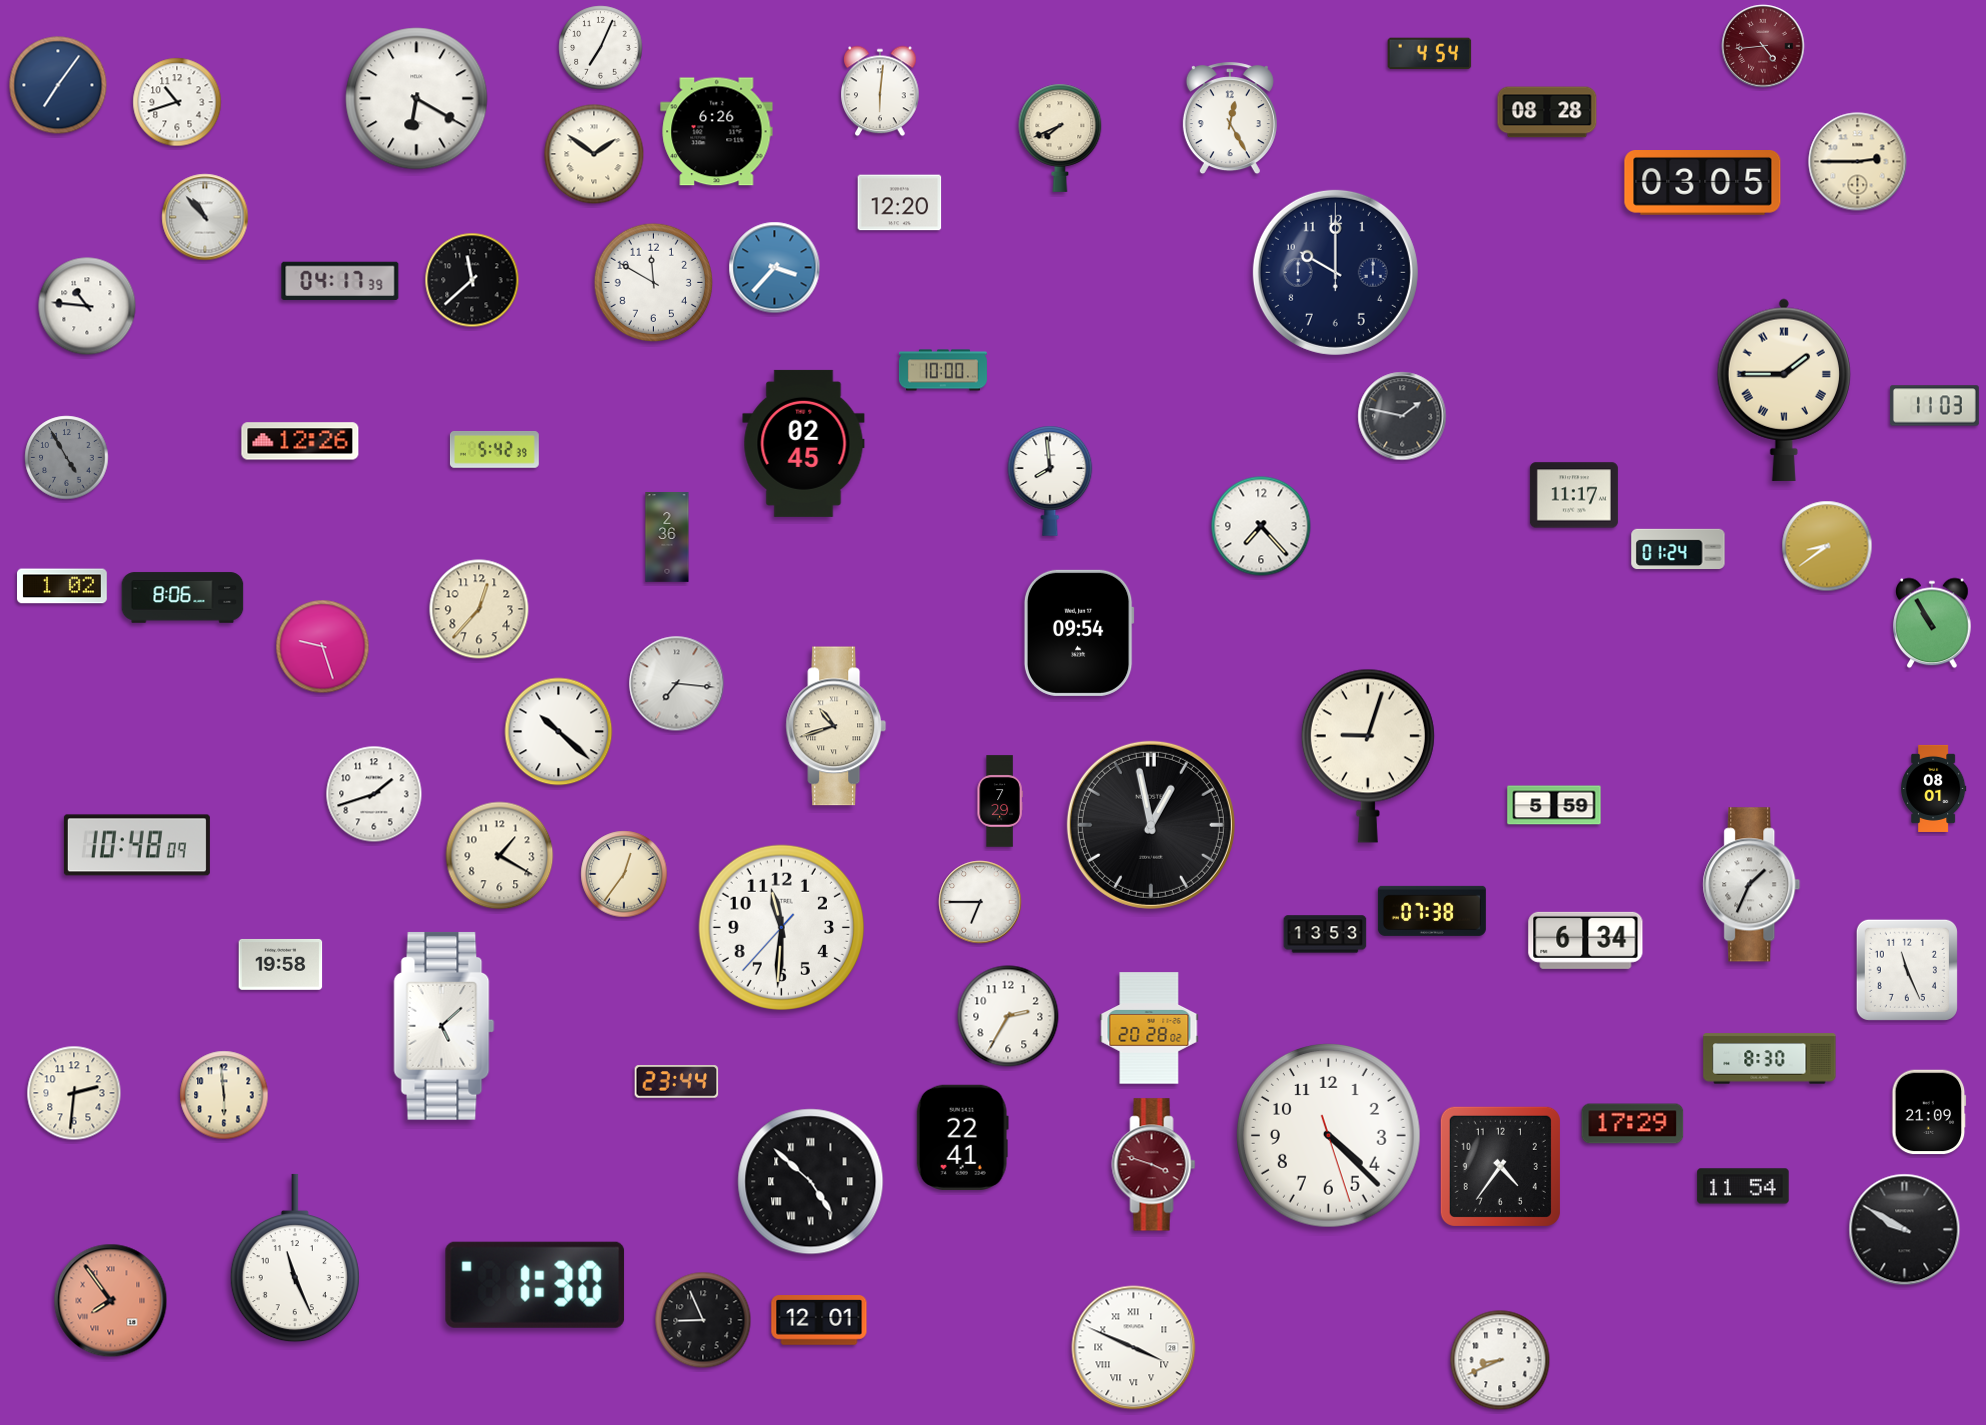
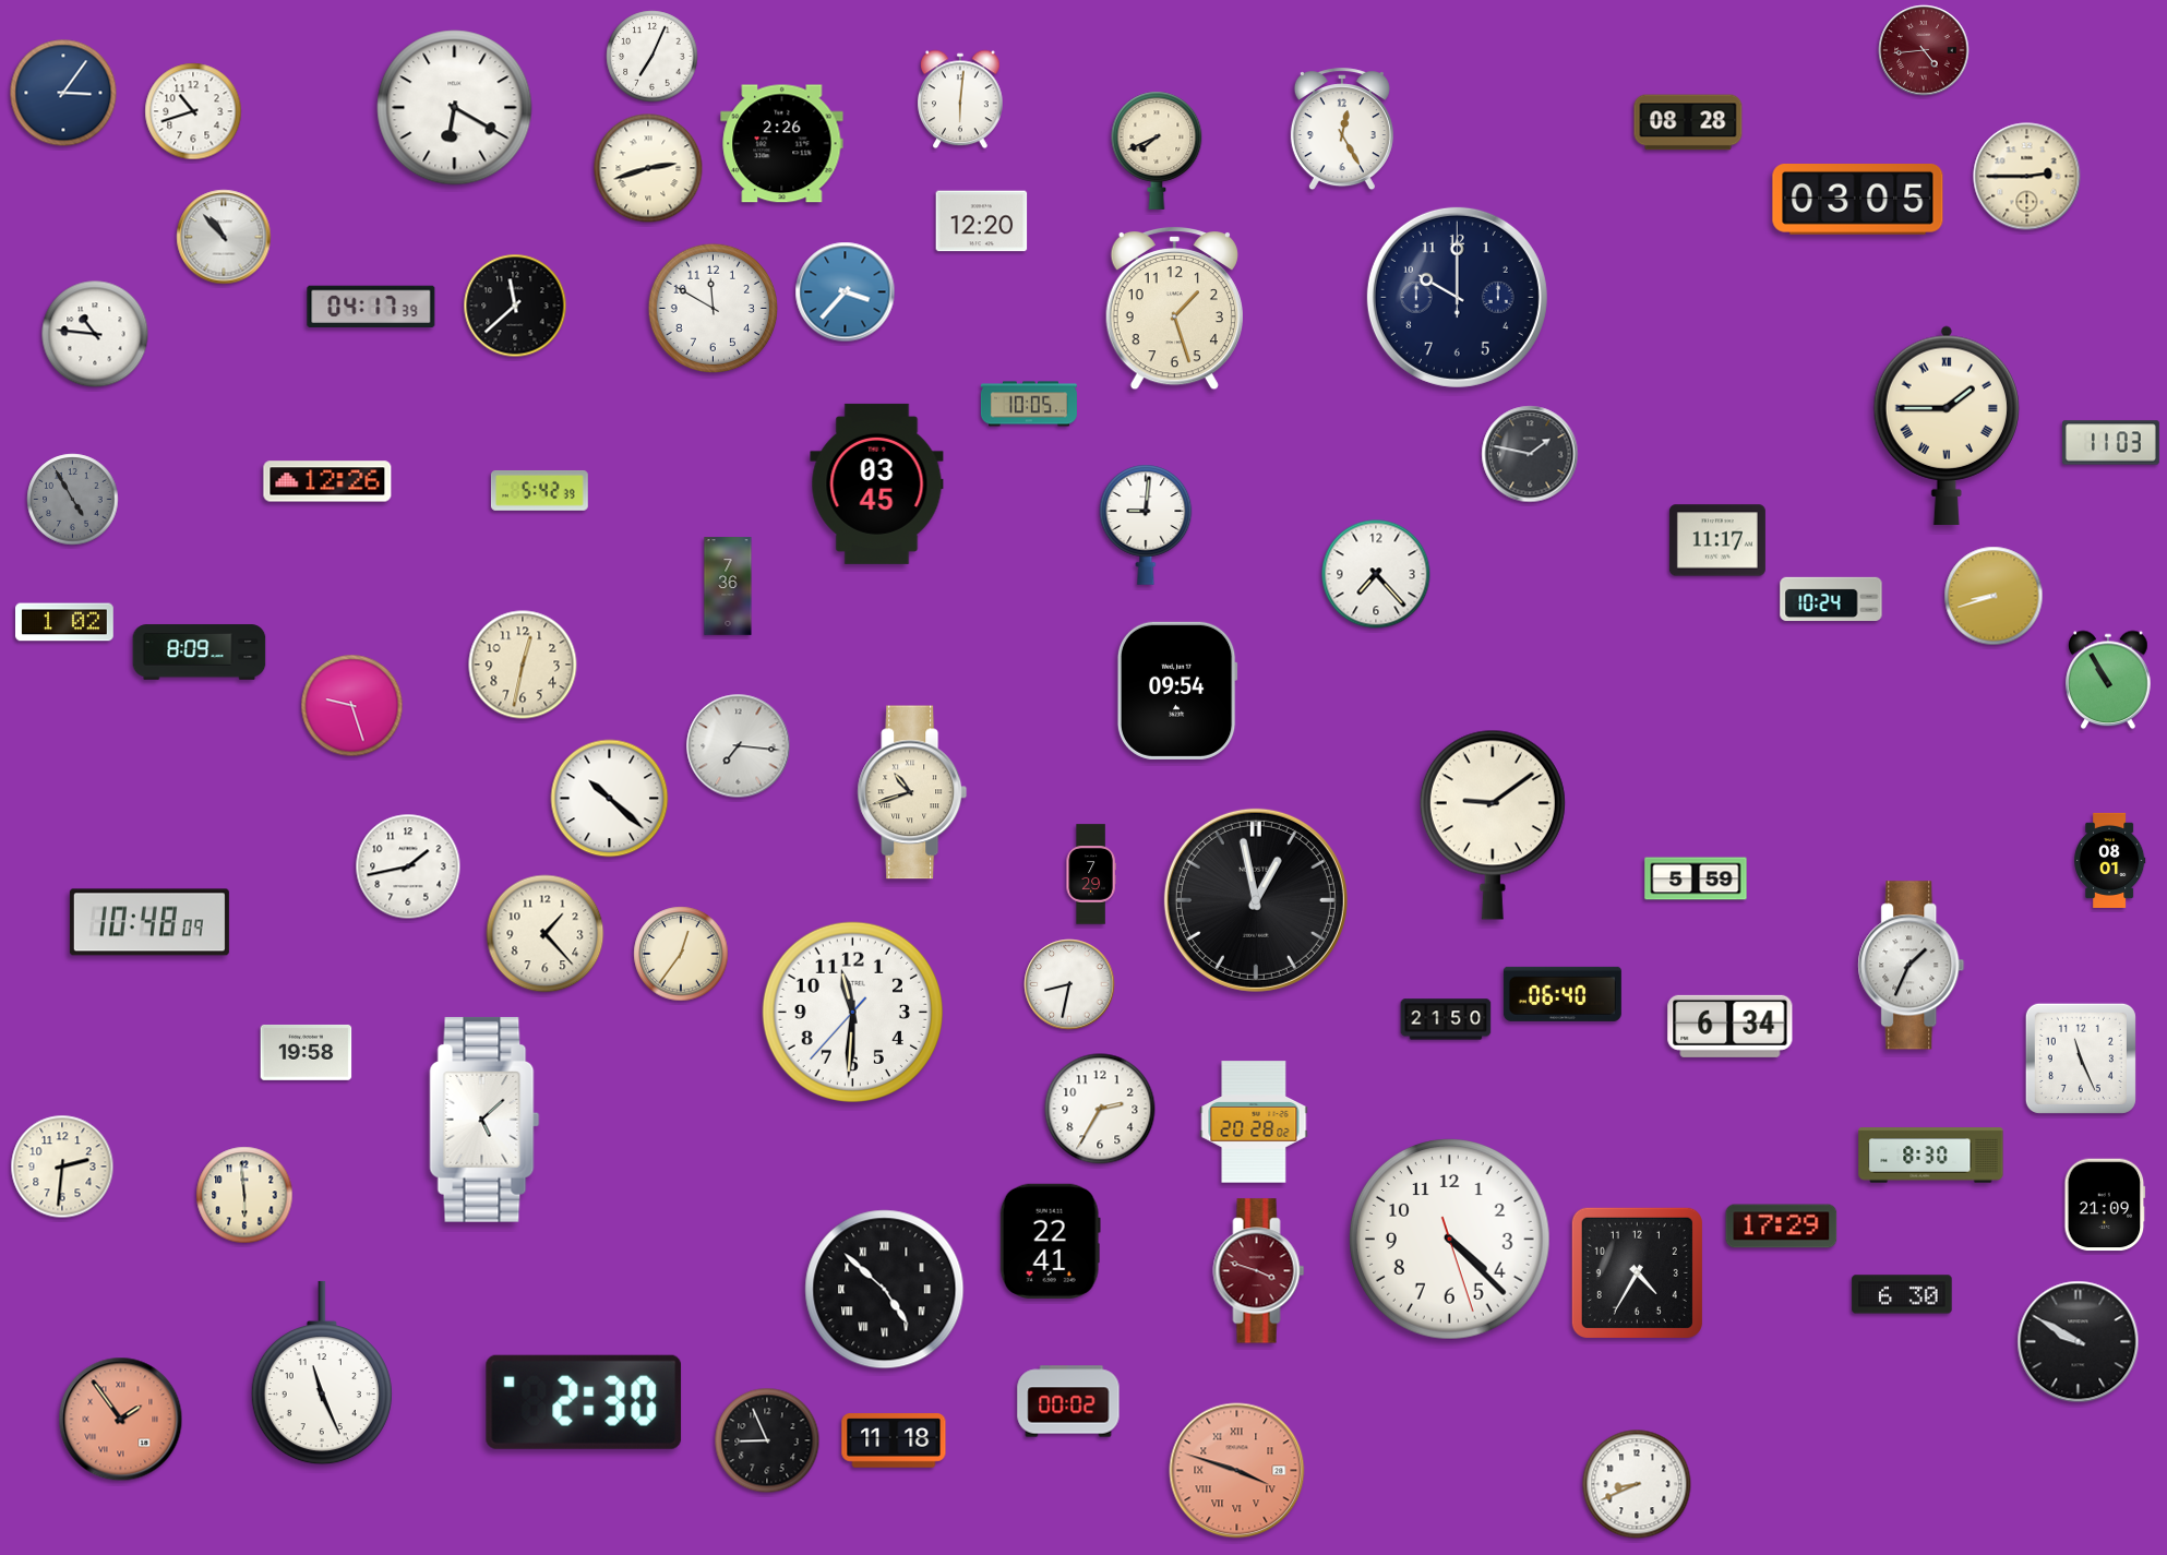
clock at (601, 48) position: (601, 48) -> (653, 57)
clock at (1430, 54): 4:54 -> none
clock at (58, 85): 7:06 -> 3:06
clock at (717, 132): 6:26 -> 2:26
clock at (594, 154): 1:51 -> 2:42
clock at (1174, 308): none -> 1:27
clock at (943, 370): 10:00 -> 10:05
clock at (804, 443): 02:45 -> 03:45
clock at (1050, 481): 7:59 -> 9:01
clock at (667, 537): 2:36 -> 7:36
clock at (1827, 546): 8:39 -> 8:42
clock at (1678, 549): 01:24 -> 10:24
clock at (63, 586) position: (63, 586) -> (65, 622)
clock at (183, 598): 8:06 -> 8:09
clock at (479, 609): 12:37 -> 12:32
clock at (1368, 756): 9:03 -> 9:09
clock at (374, 794): 1:42 -> 1:43
clock at (500, 856): 1:20 -> 1:23
clock at (980, 902): 6:45 -> 8:32
clock at (1432, 911): 07:38 -> 06:40
clock at (1325, 934): 13:53 -> 21:50
clock at (677, 1082): 23:44 -> none
clock at (74, 1093) position: (74, 1093) -> (62, 1167)
clock at (1929, 1112) position: (1929, 1112) -> (2105, 1205)
clock at (1500, 1166): 4:36 -> 4:35
clock at (1743, 1186): 11:54 -> 6:30
clock at (1068, 1401): none -> 00:02
clock at (535, 1285): 1:30 -> 2:30
clock at (111, 1301): 7:54 -> 1:54
clock at (819, 1320): 12:01 -> 11:18
clock at (1134, 1348): 3:49 -> 3:48
clock at (1134, 1348) dial: white -> salmon
